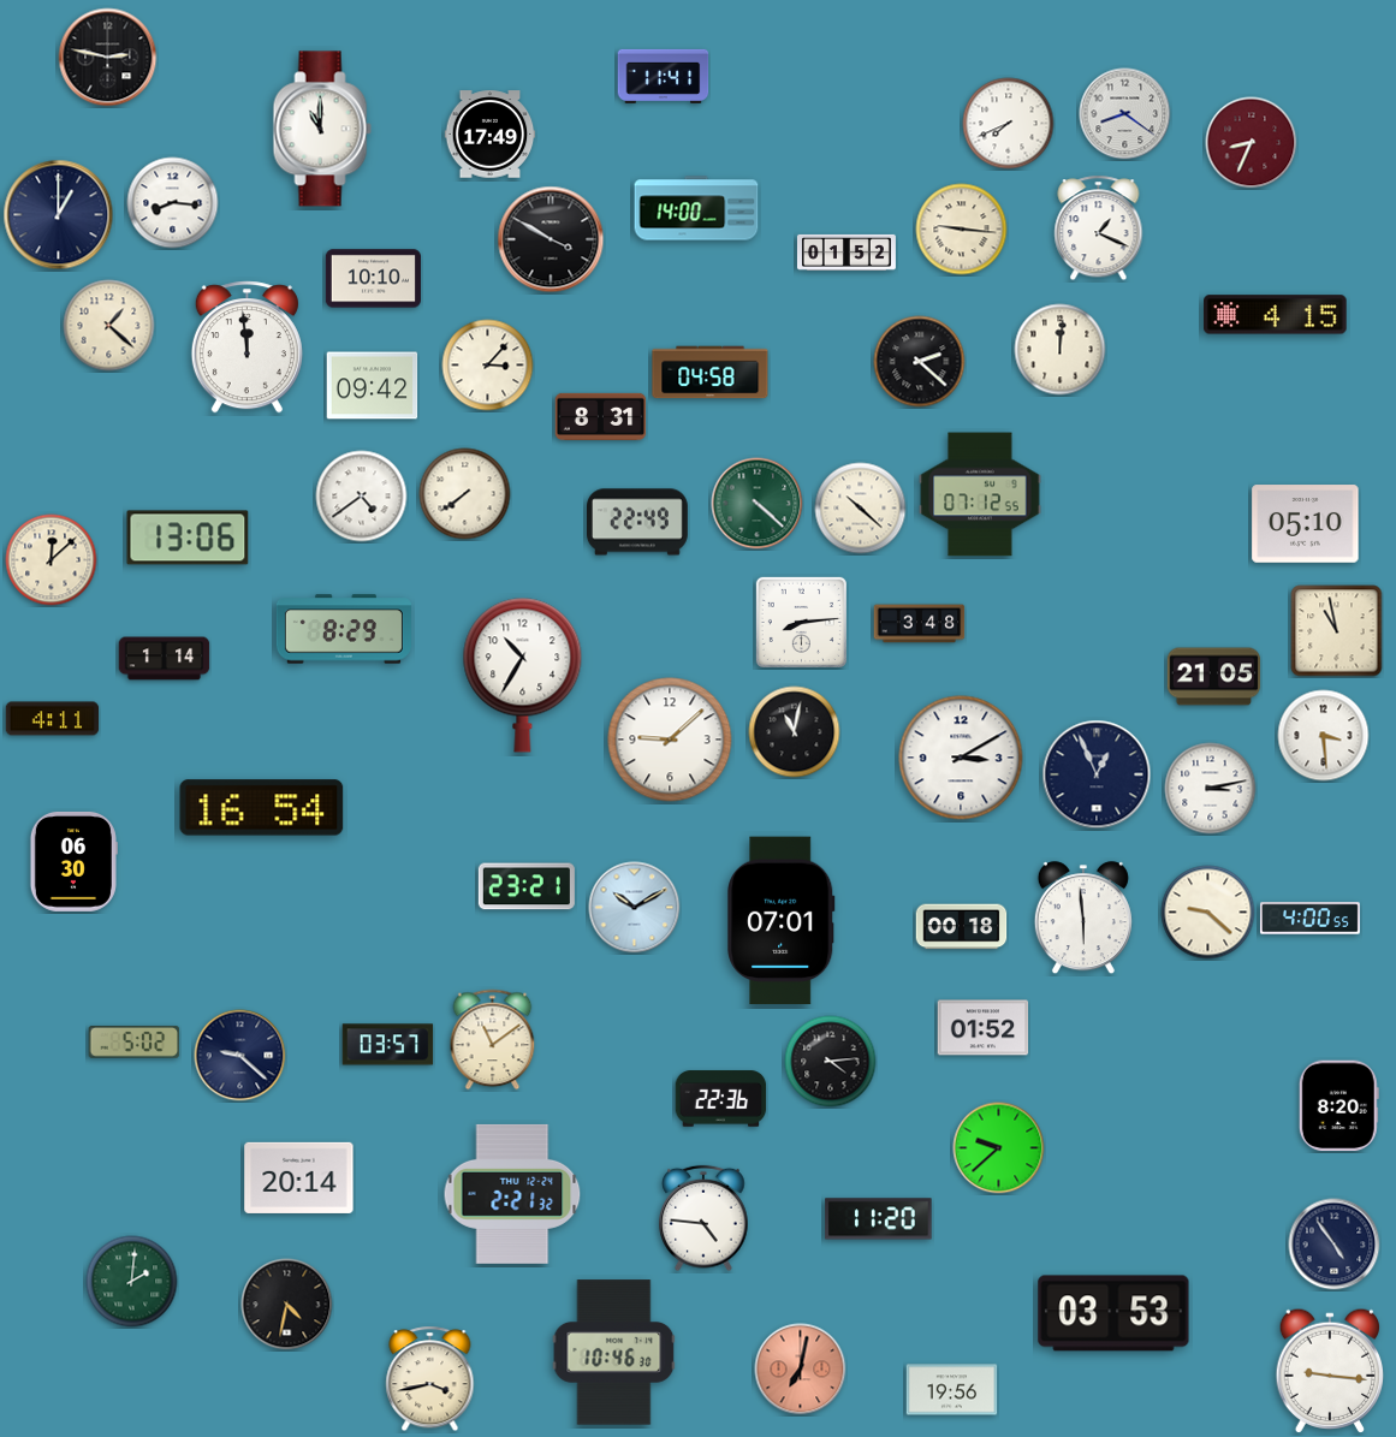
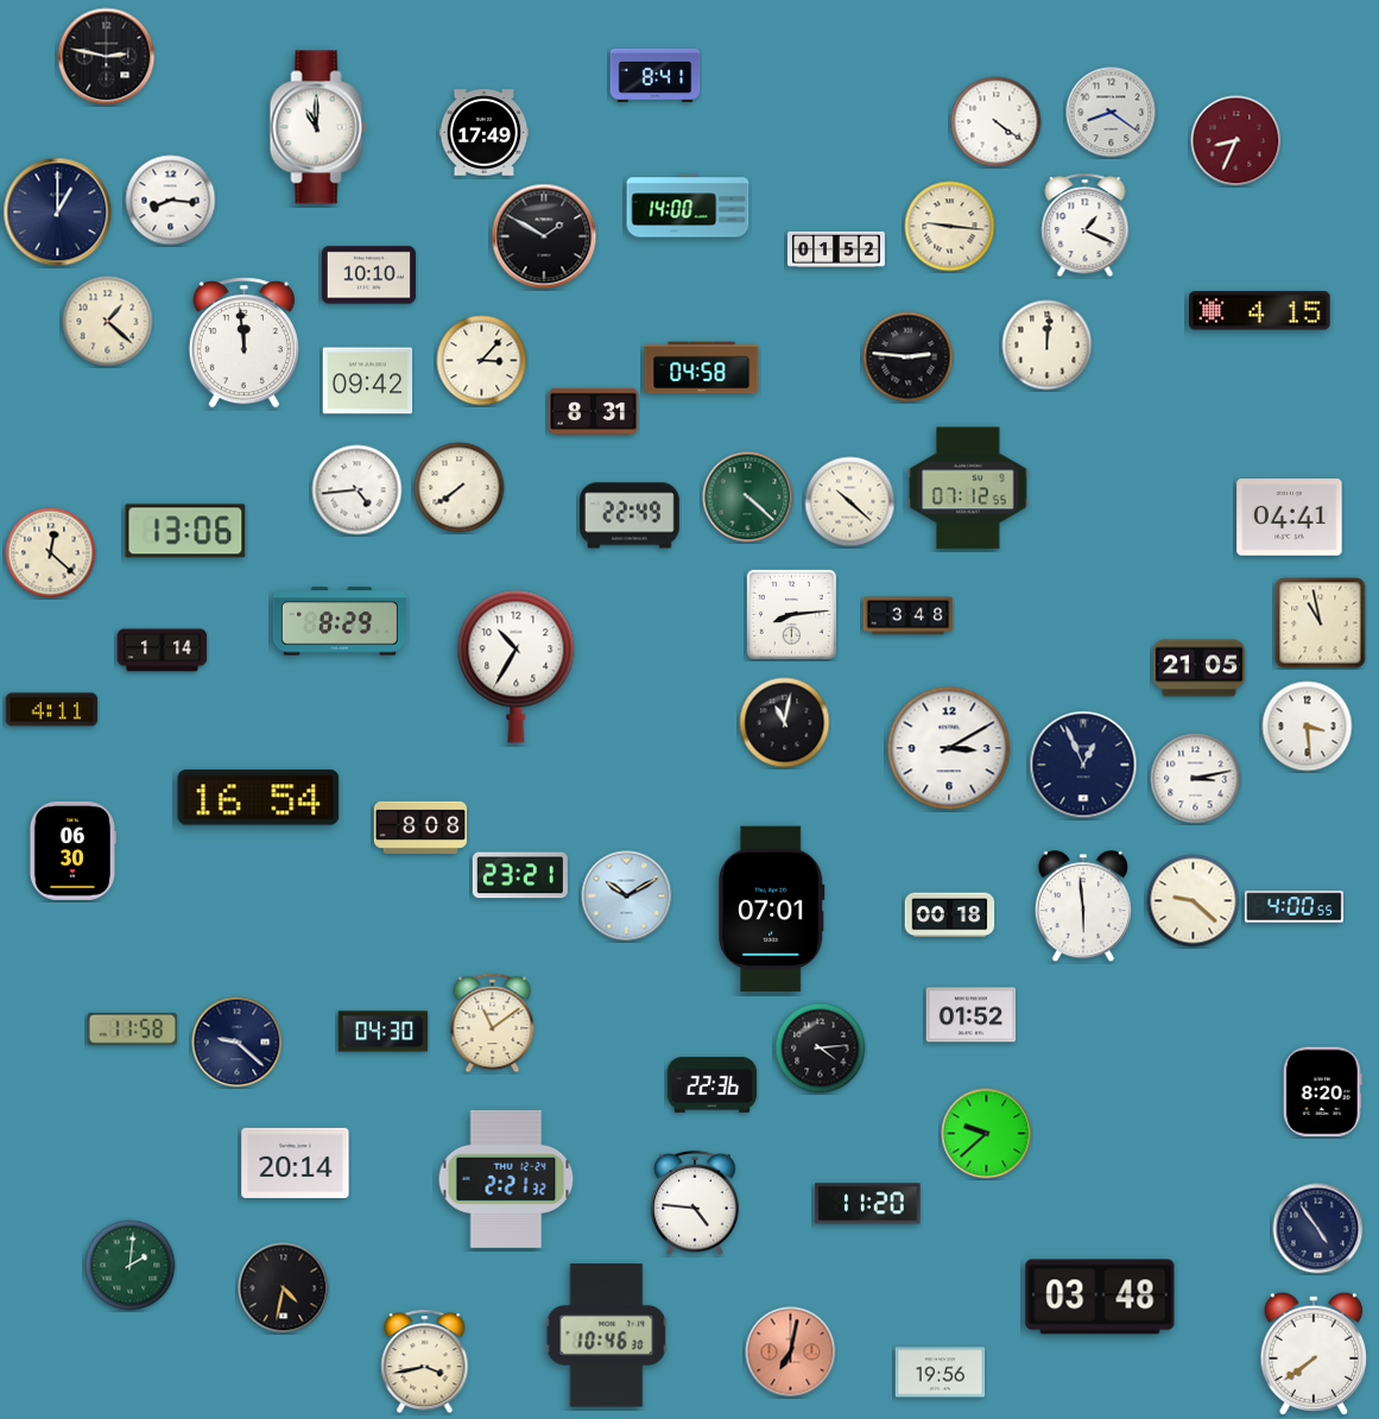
clock at (664, 76): 11:41 -> 8:41
clock at (1009, 124): 7:41 -> 4:21
clock at (551, 239): 3:50 -> 1:50
clock at (920, 362): 2:22 -> 2:46
clock at (362, 497): 4:39 -> 4:44
clock at (1306, 524): 05:10 -> 04:41
clock at (52, 560): 12:08 -> 12:22
clock at (670, 740): 9:08 -> none
clock at (419, 828): none -> 8:08
clock at (1083, 919) position: (1083, 919) -> (1083, 907)
clock at (493, 1040) position: (493, 1040) -> (493, 1024)
clock at (135, 1041): 5:02 -> 11:58
clock at (388, 1045): 03:57 -> 04:30
clock at (1113, 1313): 03:53 -> 03:48
clock at (1329, 1371): 9:16 -> 7:39
